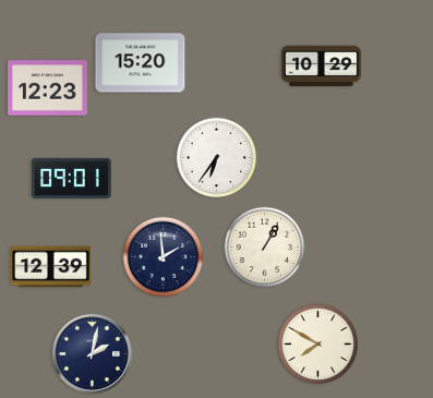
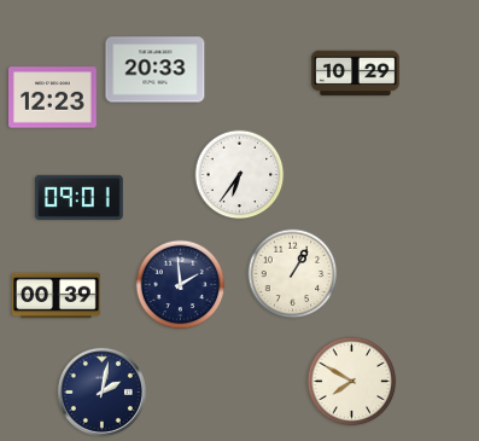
clock at (141, 63): 15:20 -> 20:33
clock at (51, 267): 12:39 -> 00:39
